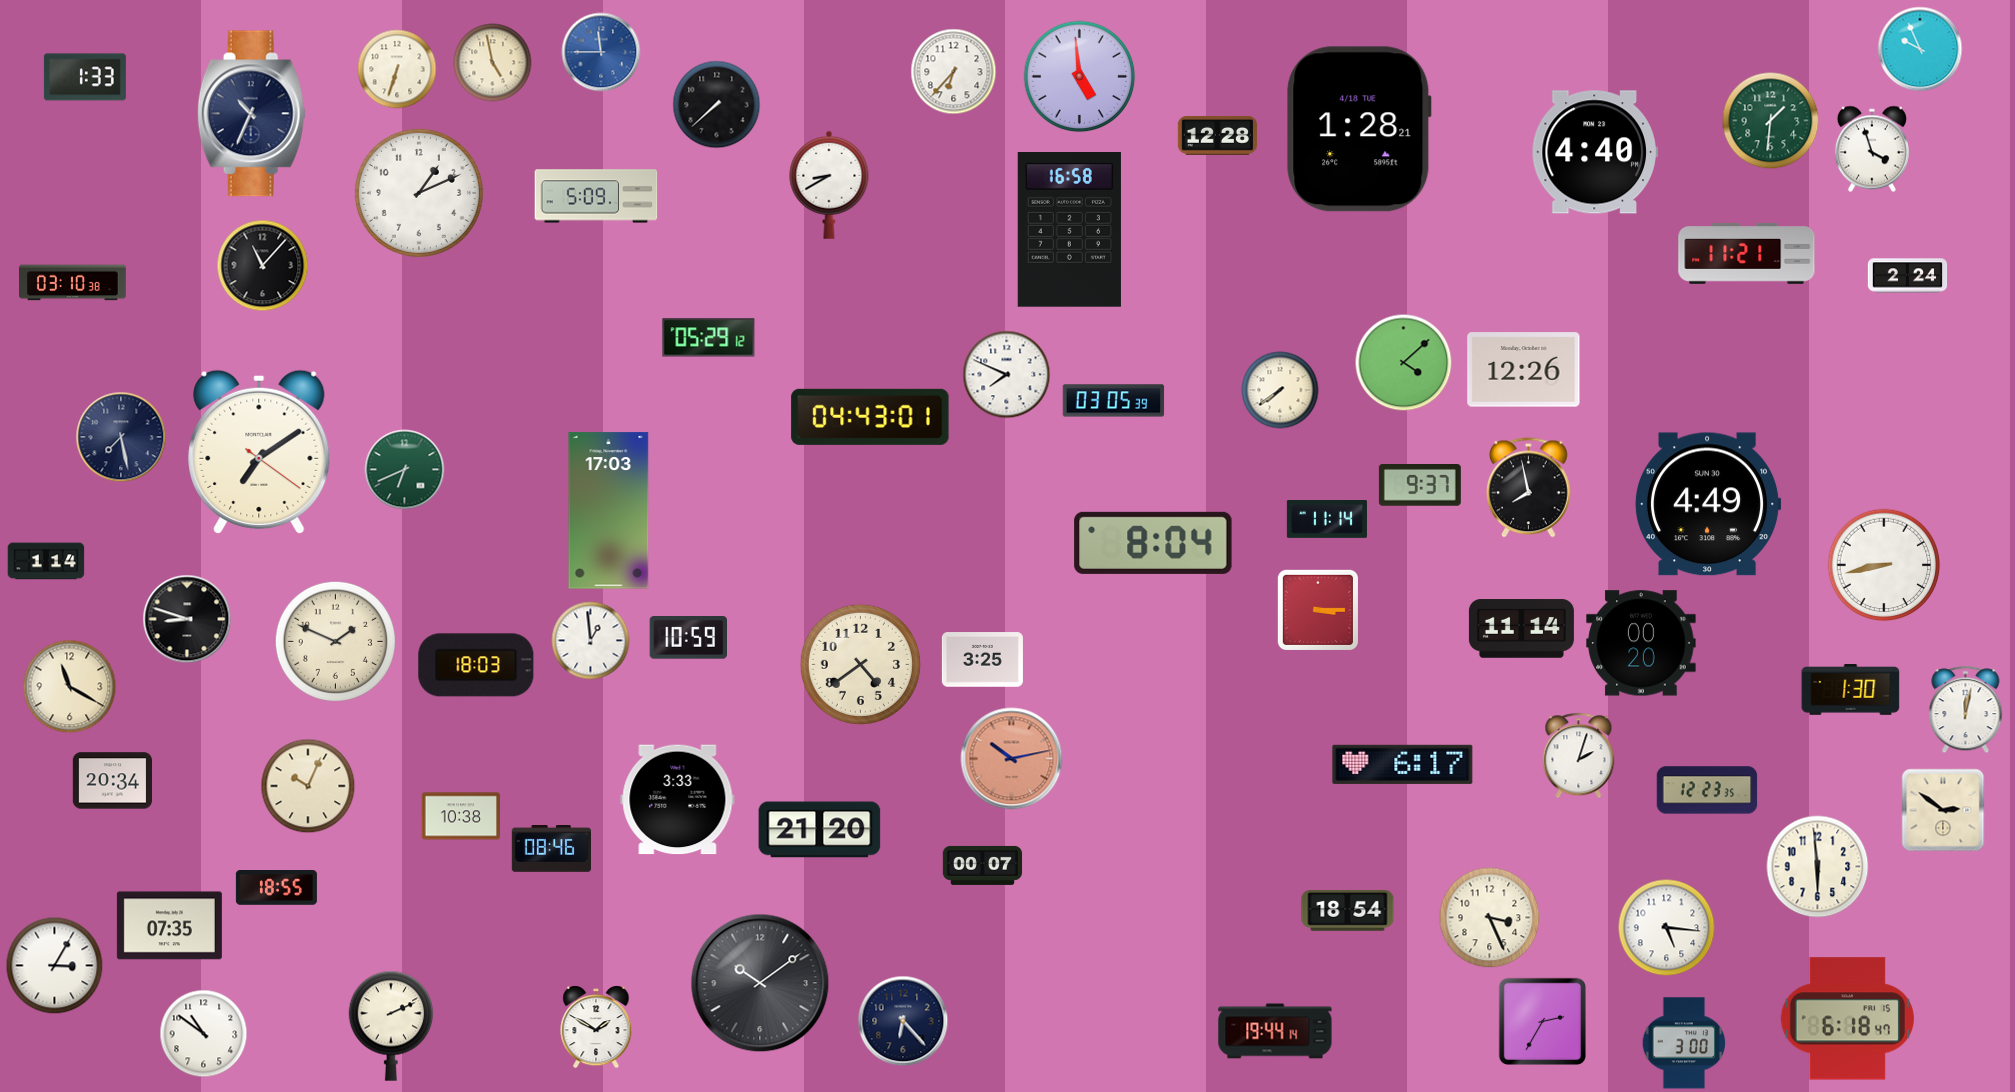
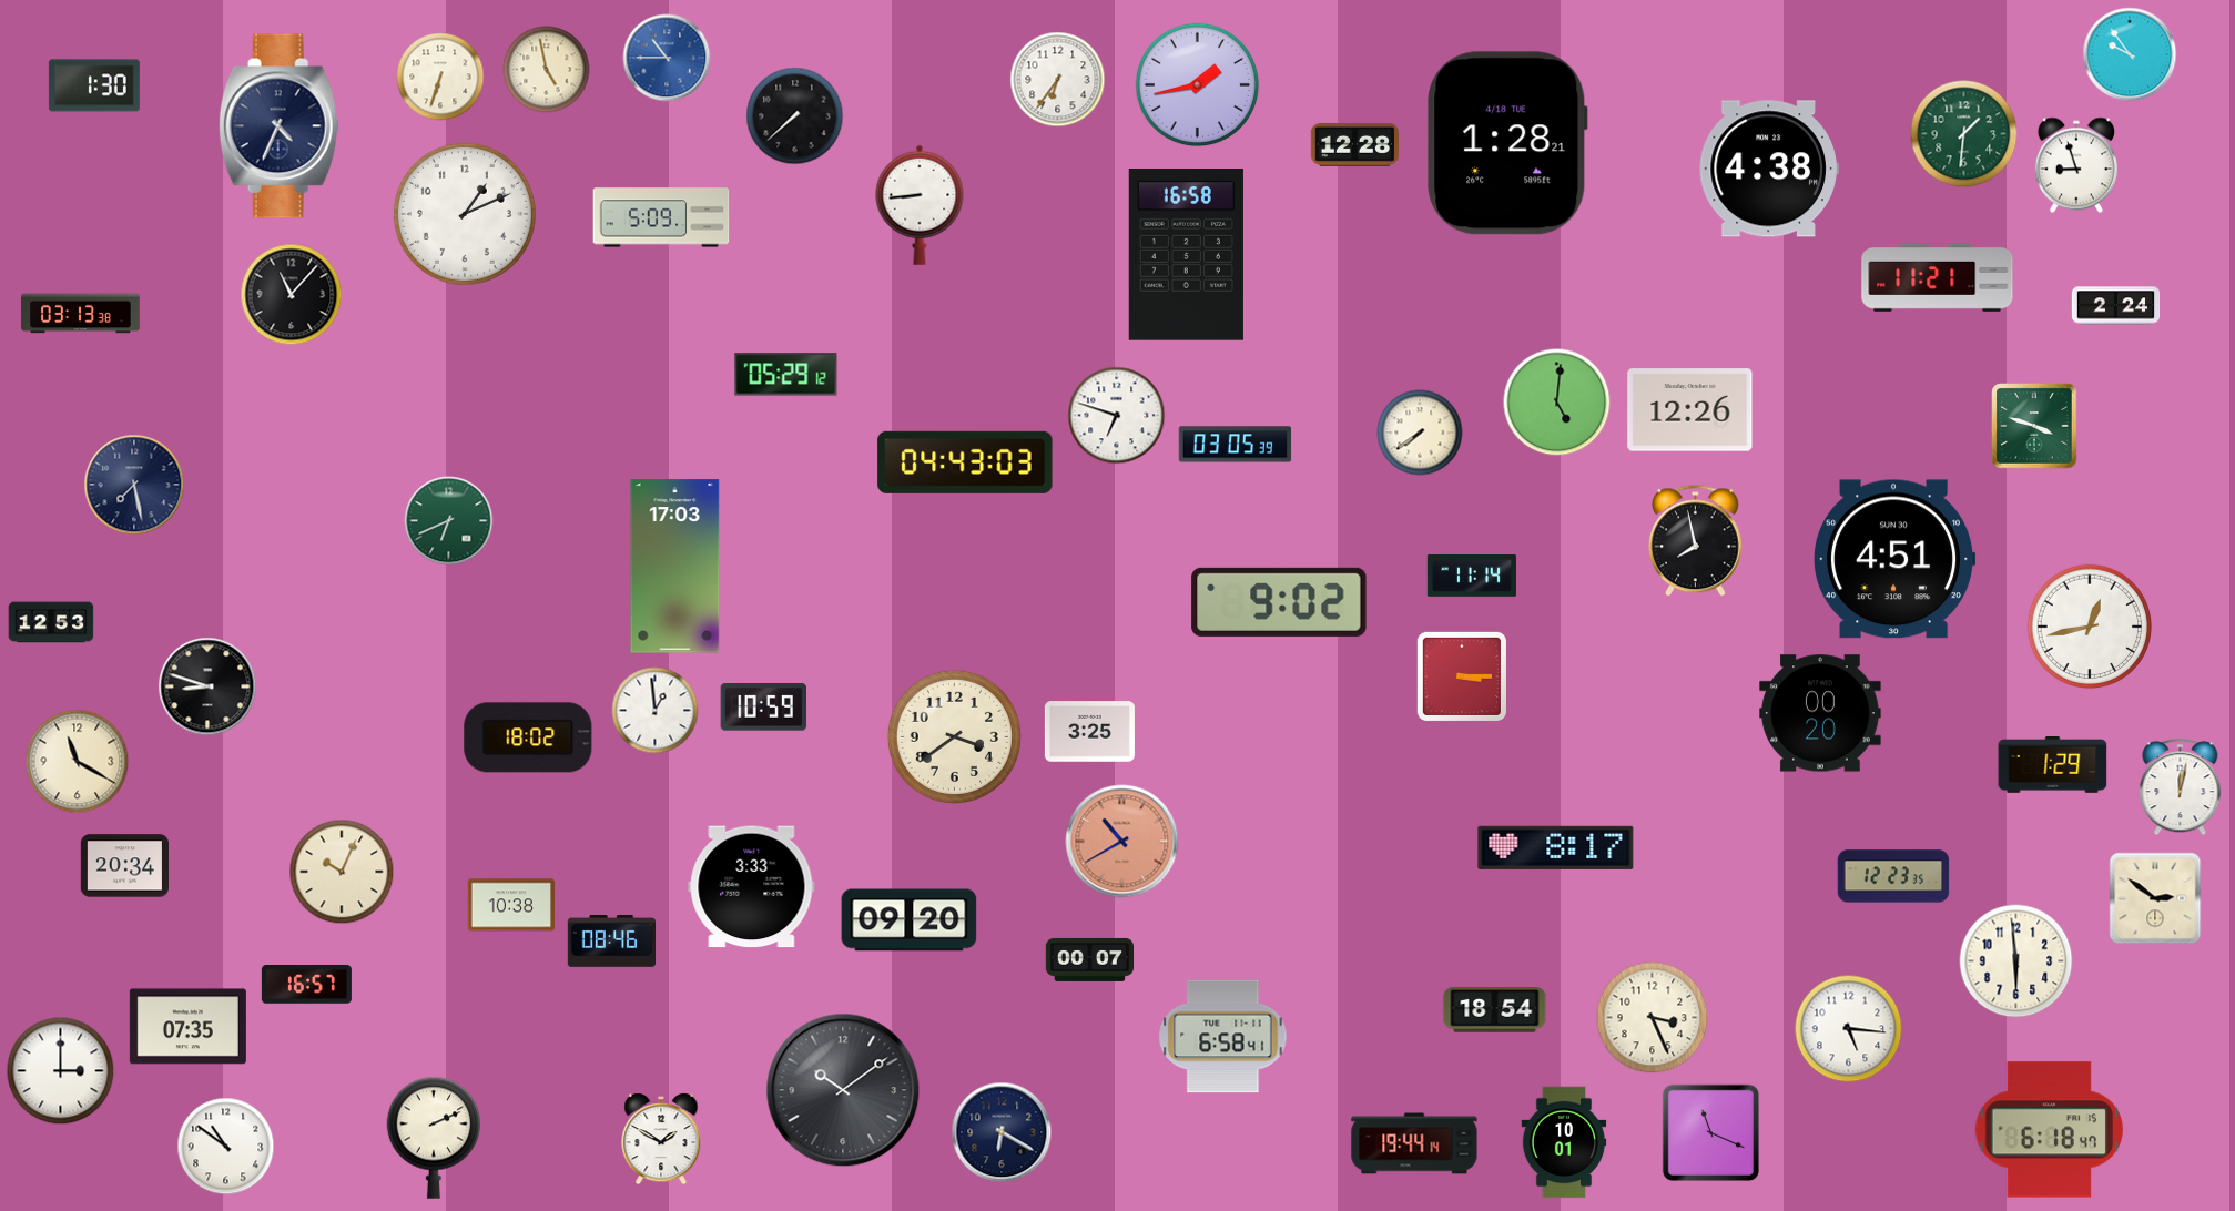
clock at (1920, 49): 9:56 -> 9:54
clock at (601, 52): 11:45 -> 10:45
clock at (954, 72): 6:37 -> 6:36
clock at (85, 77): 1:33 -> 1:30
clock at (1080, 77): 4:59 -> 1:43
clock at (251, 114): 10:34 -> 4:34
clock at (1217, 135) position: (1217, 135) -> (1354, 144)
clock at (1872, 149): 3:57 -> 8:57
clock at (1595, 152): 4:40 -> 4:38
clock at (829, 185): 8:40 -> 8:44
clock at (1747, 253) position: (1747, 253) -> (1938, 277)
clock at (73, 283): 03:10 -> 03:13
clock at (1404, 363): 4:08 -> 5:01
clock at (1007, 375): 7:49 -> 6:48
clock at (2034, 426): none -> 3:48
clock at (870, 417): 04:43:01 -> 04:43:03
clock at (259, 451): 7:09 -> none
clock at (1420, 486): 9:37 -> none
clock at (1708, 504): 4:49 -> 4:51
clock at (1153, 543): 8:04 -> 9:02
clock at (46, 561): 1:14 -> 12:53
clock at (1884, 565): 8:43 -> 12:43
clock at (1521, 629): 11:14 -> none
clock at (335, 641): 1:49 -> none
clock at (860, 664): 4:39 -> 3:39
clock at (476, 665): 18:03 -> 18:02
clock at (1851, 690): 1:30 -> 1:29
clock at (1579, 756): 2:03 -> none
clock at (1012, 759): 10:13 -> 10:40
clock at (1403, 764): 6:17 -> 8:17
clock at (820, 830): 21:20 -> 09:20
clock at (276, 888): 18:55 -> 16:57
clock at (1223, 1037): none -> 6:58
clock at (55, 966): 3:05 -> 3:00
clock at (903, 1021): 6:23 -> 6:20
clock at (1542, 1021): 2:35 -> 11:19
clock at (1564, 1142): none -> 10:01
clock at (1684, 1043): 3:00 -> none
